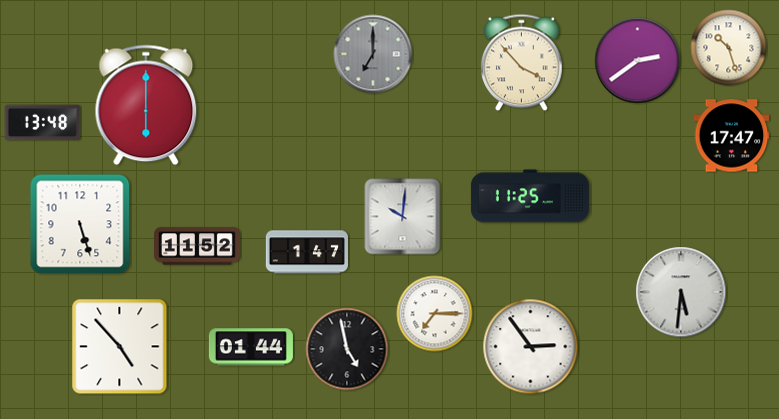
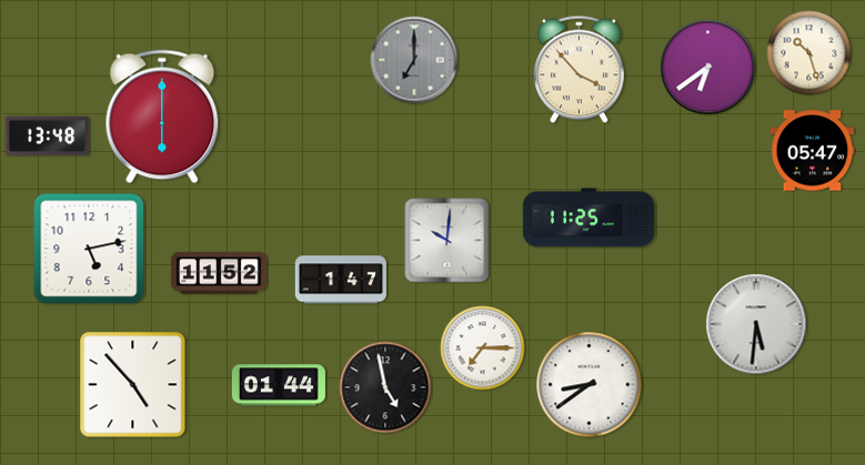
clock at (638, 61): 2:39 -> 6:39
clock at (732, 136): 17:47 -> 05:47
clock at (80, 224): 5:27 -> 5:13
clock at (531, 347): 2:54 -> 8:39
